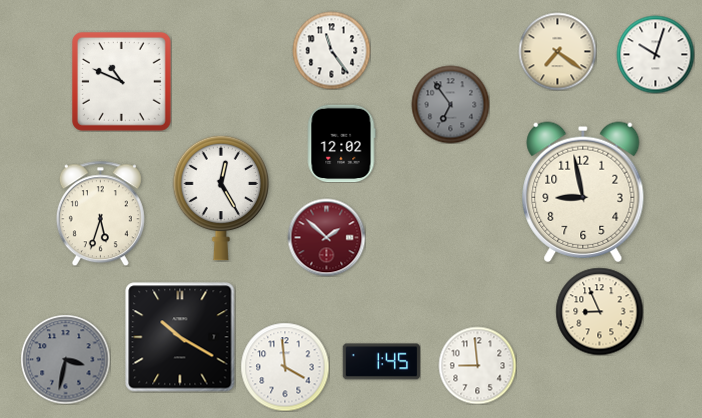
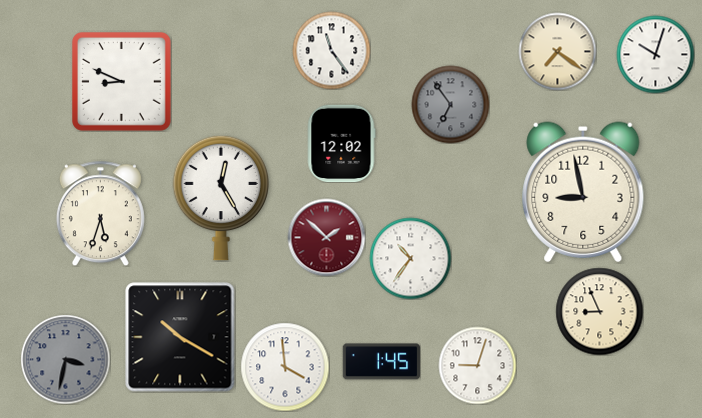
clock at (121, 81): 10:49 -> 8:49
clock at (410, 258): none -> 10:36
clock at (477, 365): 8:59 -> 9:03
